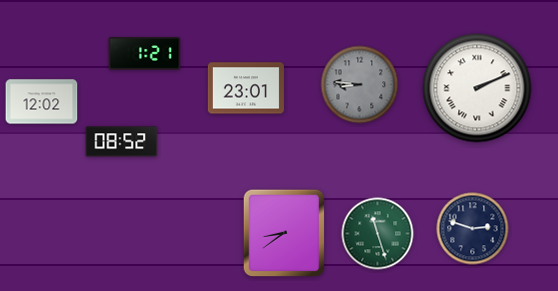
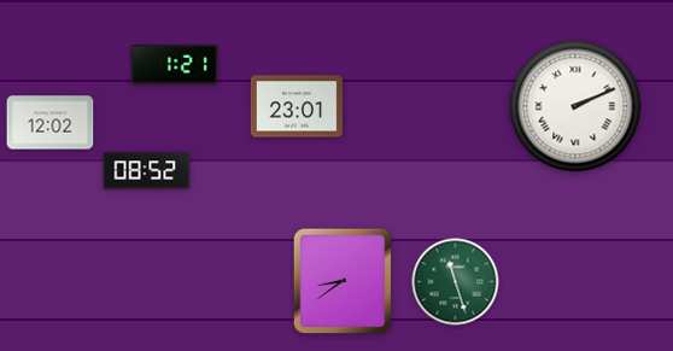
clock at (360, 85): 8:46 -> none
clock at (473, 229): 2:48 -> none
